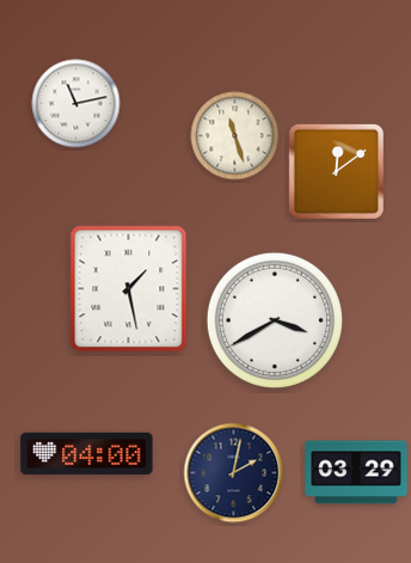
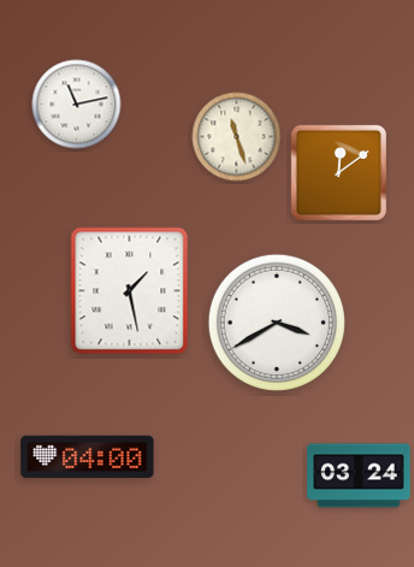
clock at (356, 472): 03:29 -> 03:24
clock at (234, 473): 2:02 -> none
